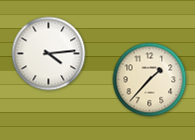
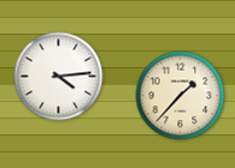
clock at (49, 54) position: (49, 54) -> (59, 77)
